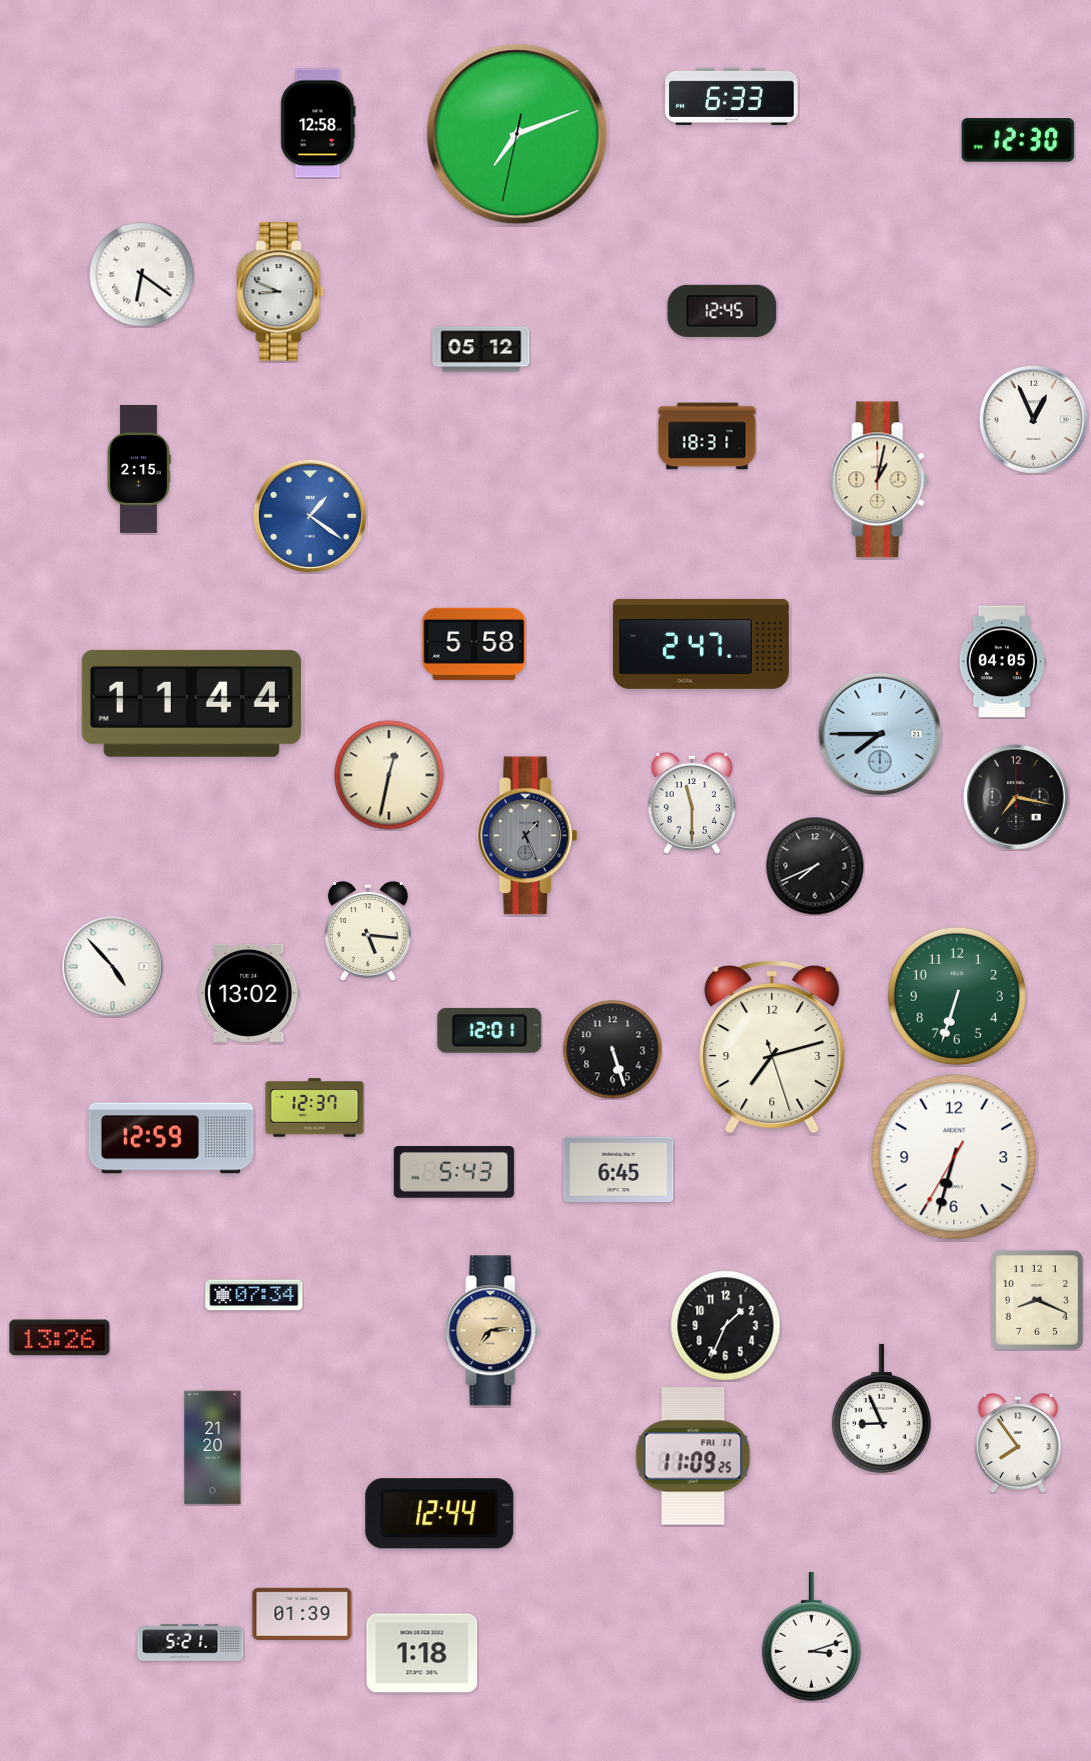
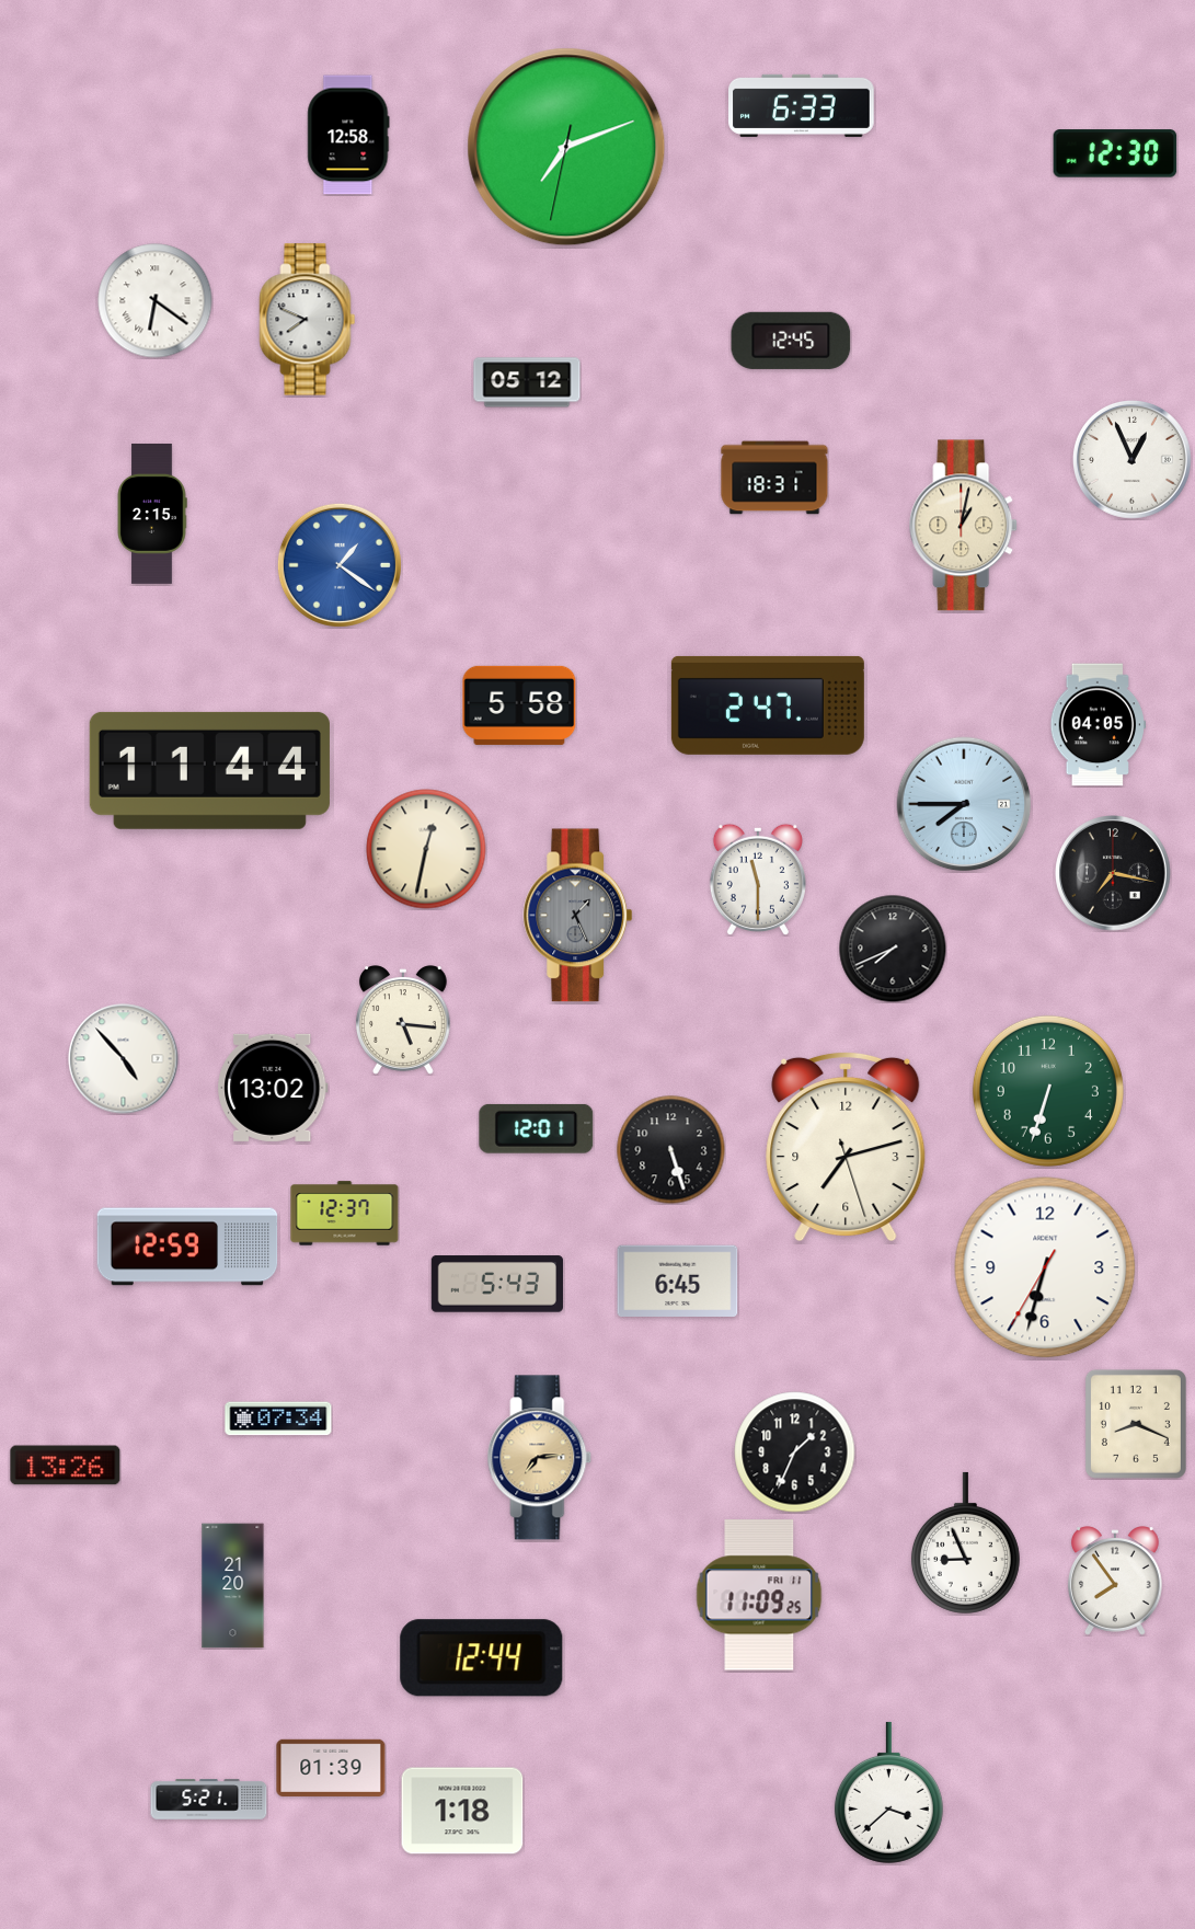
clock at (281, 292): 8:49 -> 7:49
clock at (811, 1636): 3:12 -> 3:38
